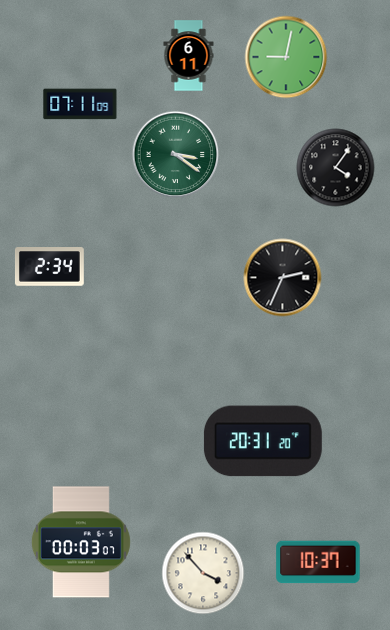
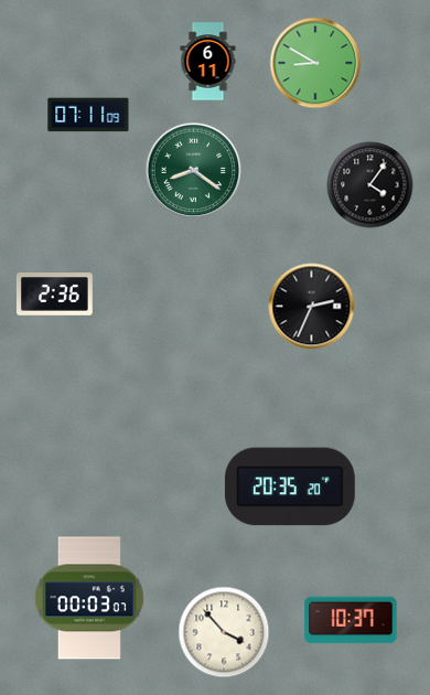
clock at (286, 57): 9:02 -> 8:50
clock at (176, 155): 3:21 -> 8:21
clock at (49, 267): 2:34 -> 2:36
clock at (263, 441): 20:31 -> 20:35
